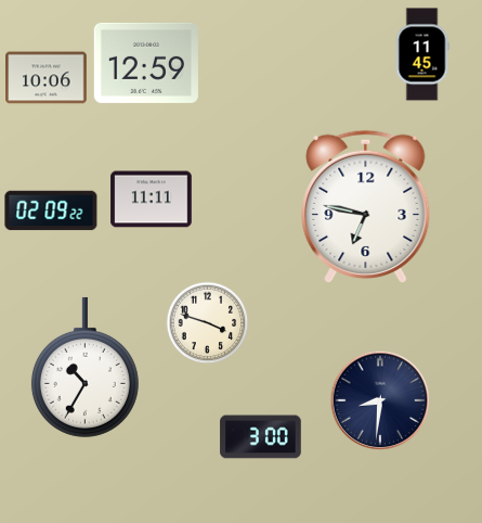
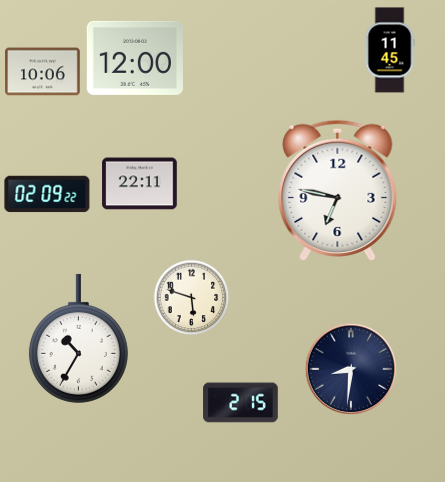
clock at (146, 63): 12:59 -> 12:00
clock at (152, 200): 11:11 -> 22:11
clock at (208, 323): 3:48 -> 5:48
clock at (261, 437): 3:00 -> 2:15
